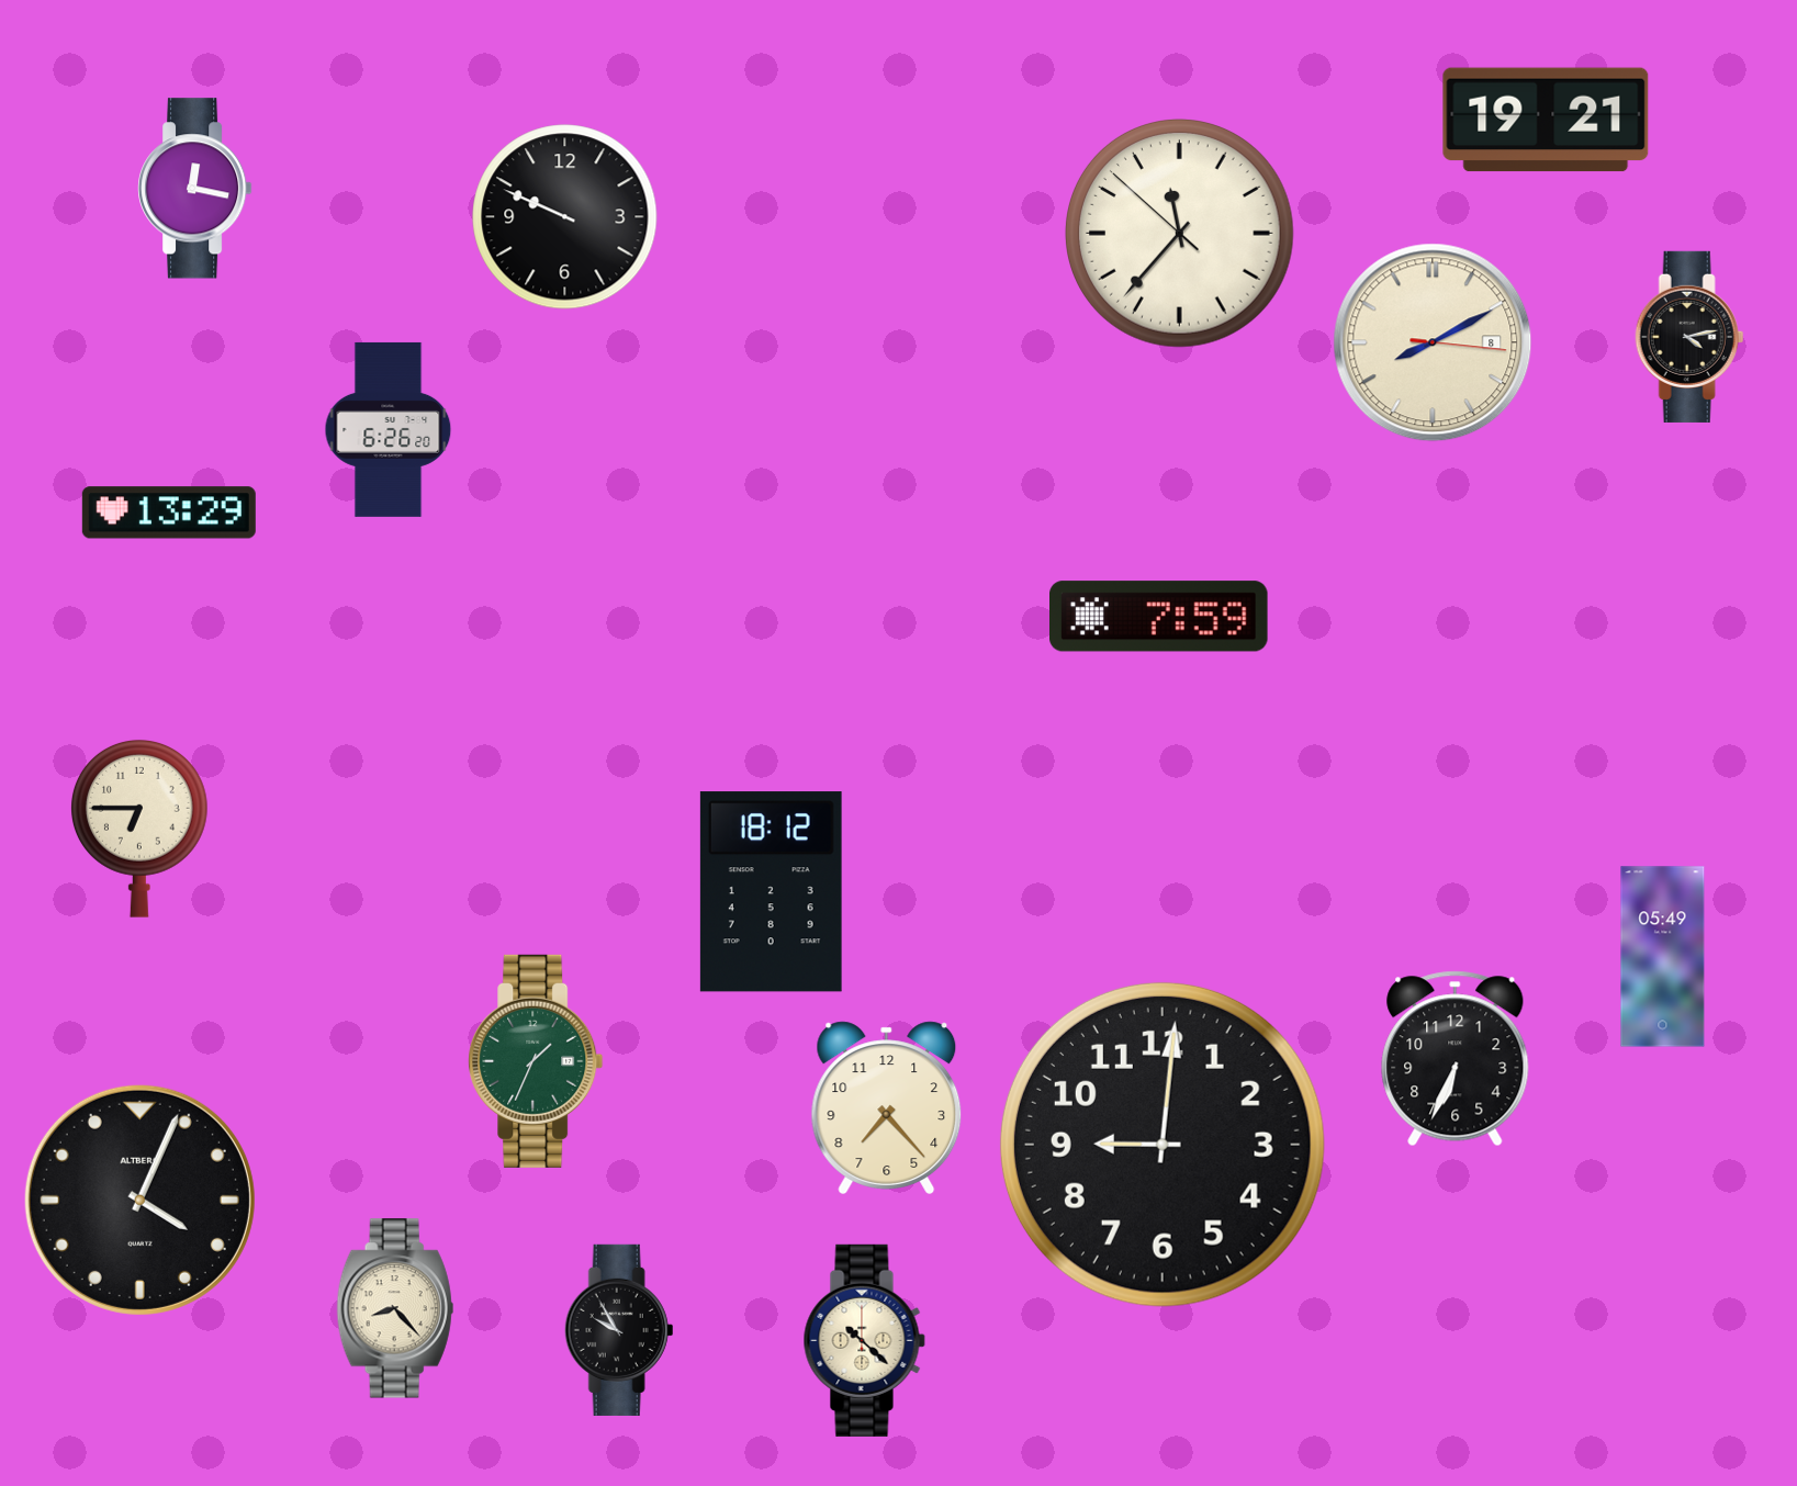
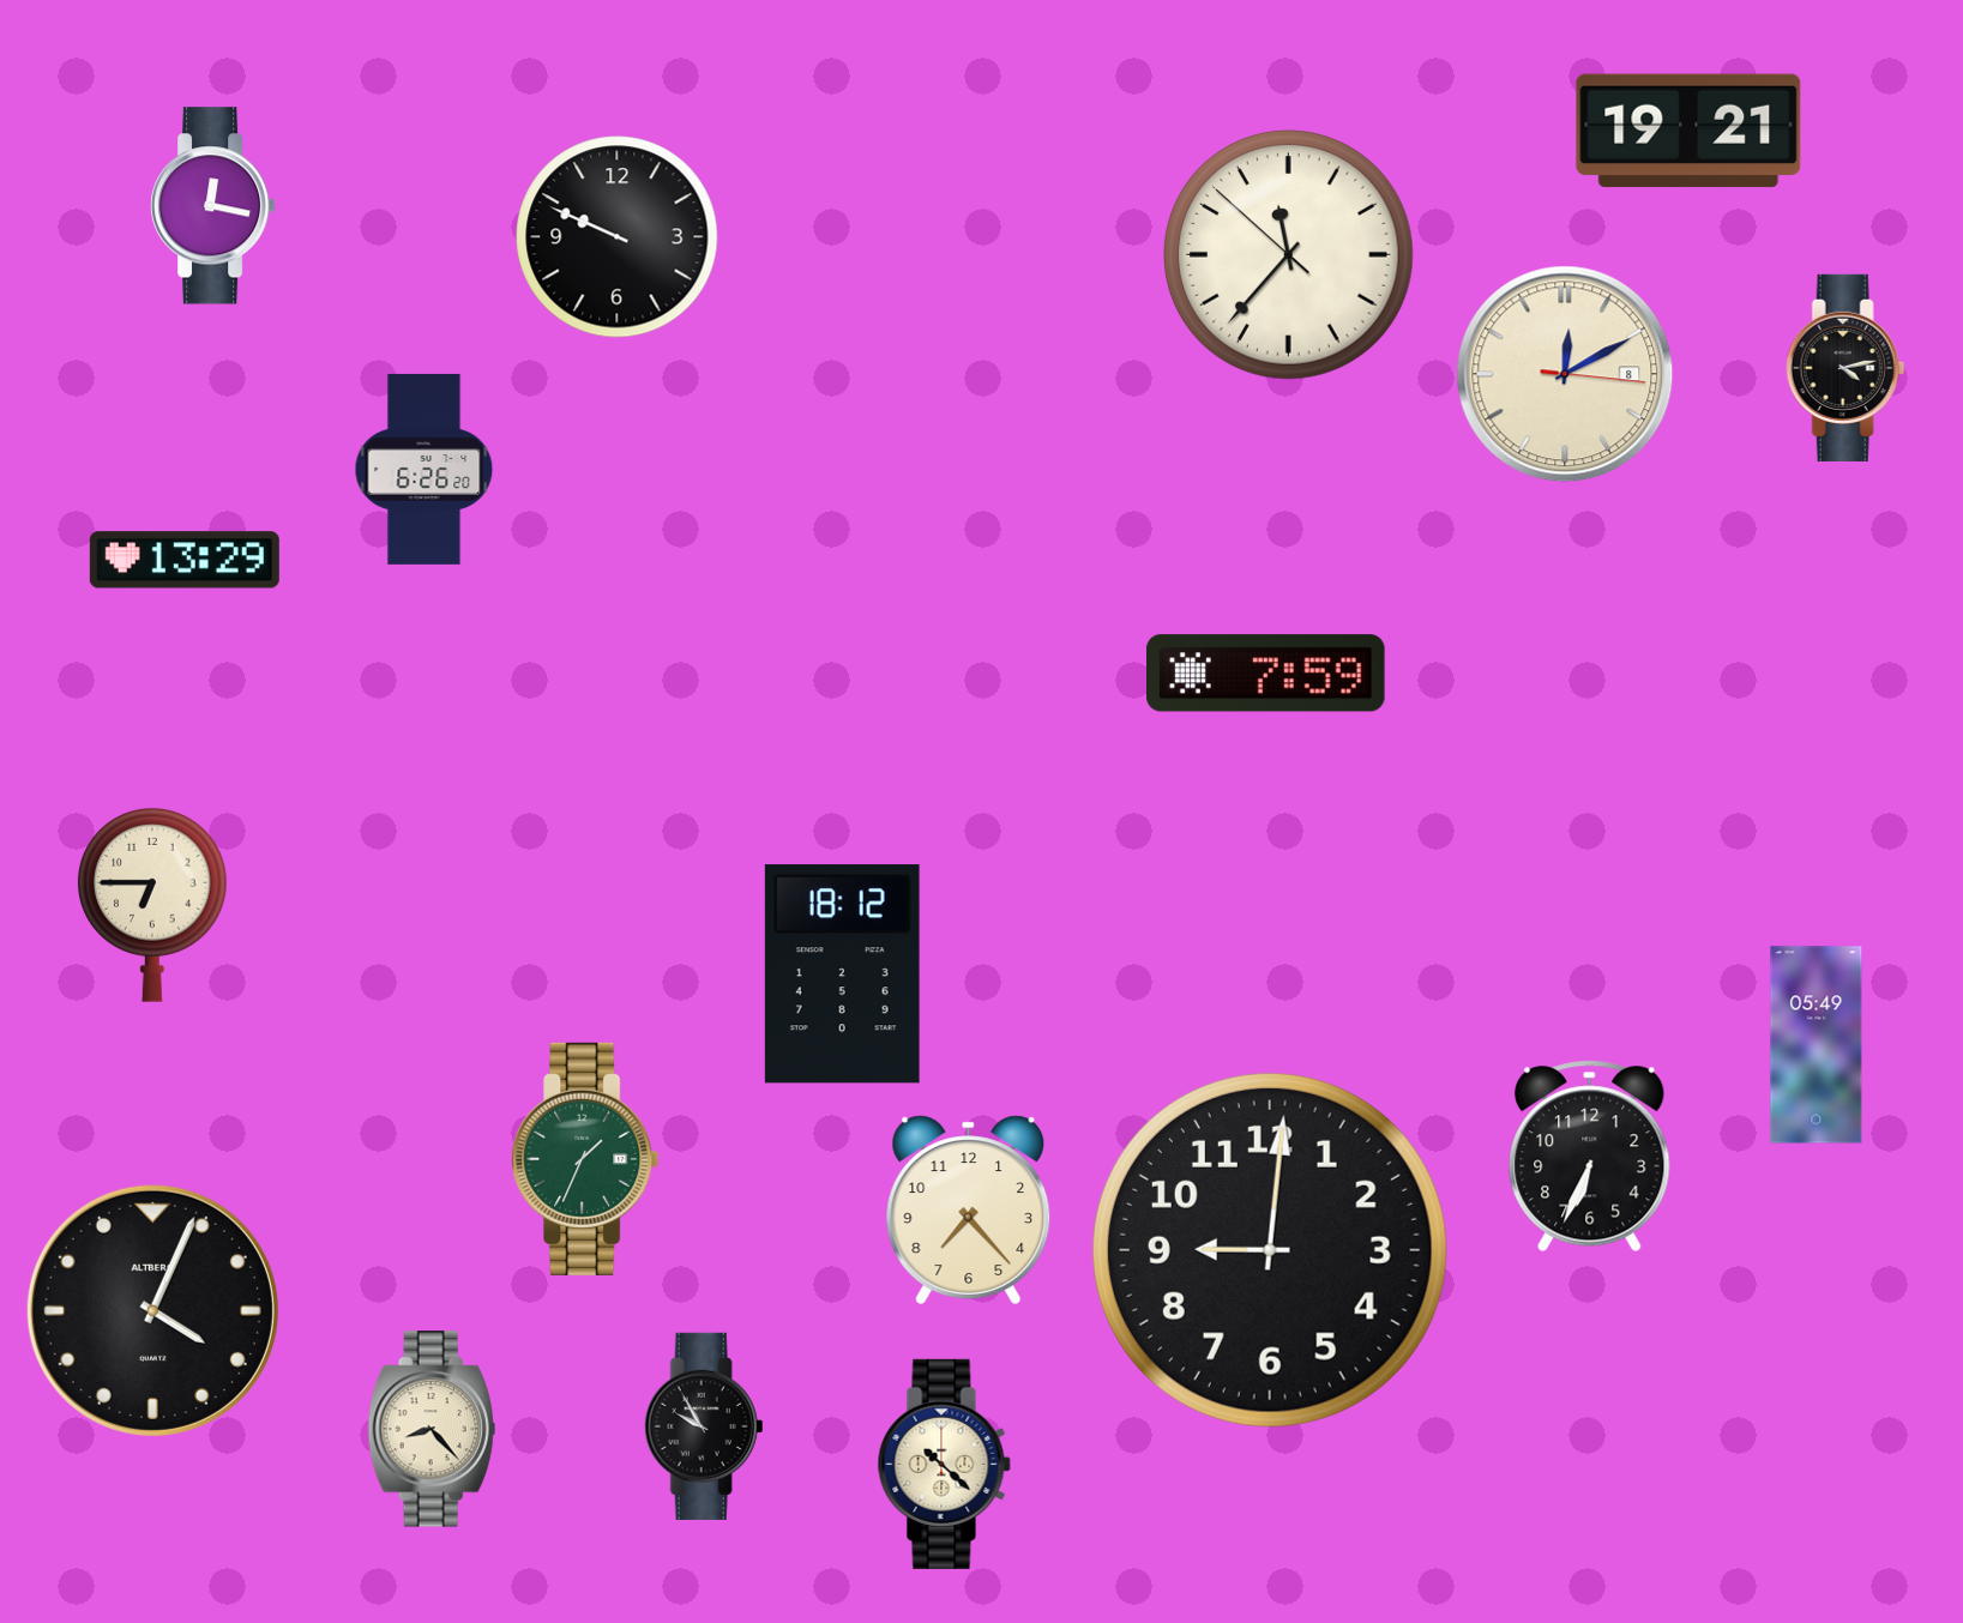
clock at (1433, 342): 8:10 -> 12:10
clock at (619, 1330) position: (619, 1330) -> (704, 1426)
